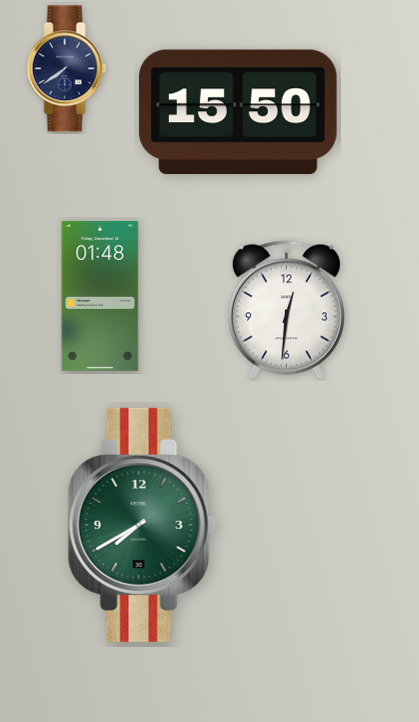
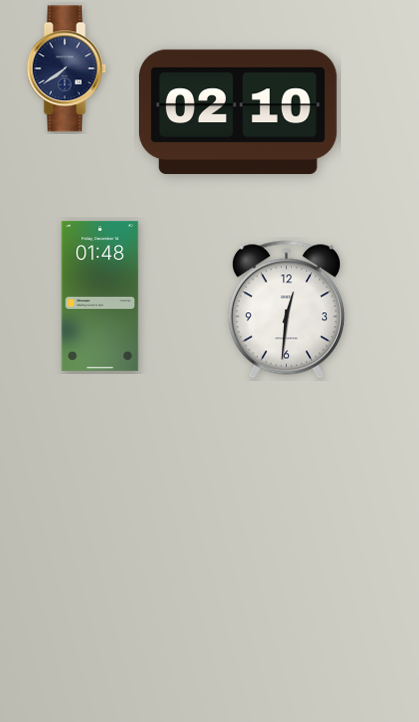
clock at (238, 112): 15:50 -> 02:10
clock at (142, 525): 7:40 -> none
